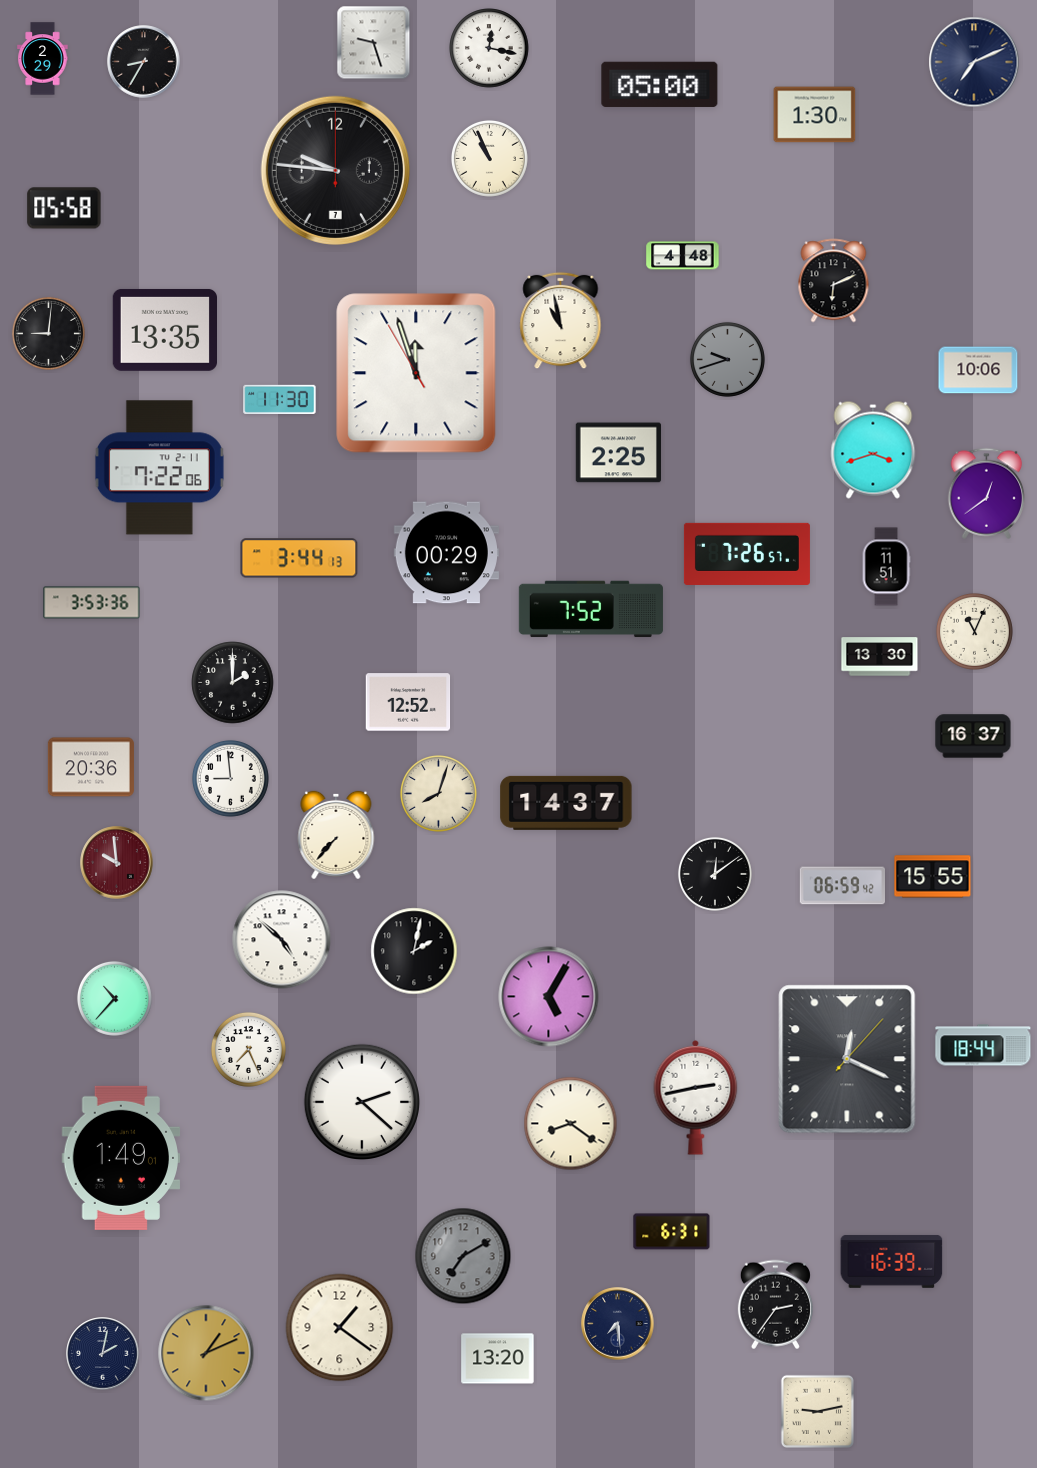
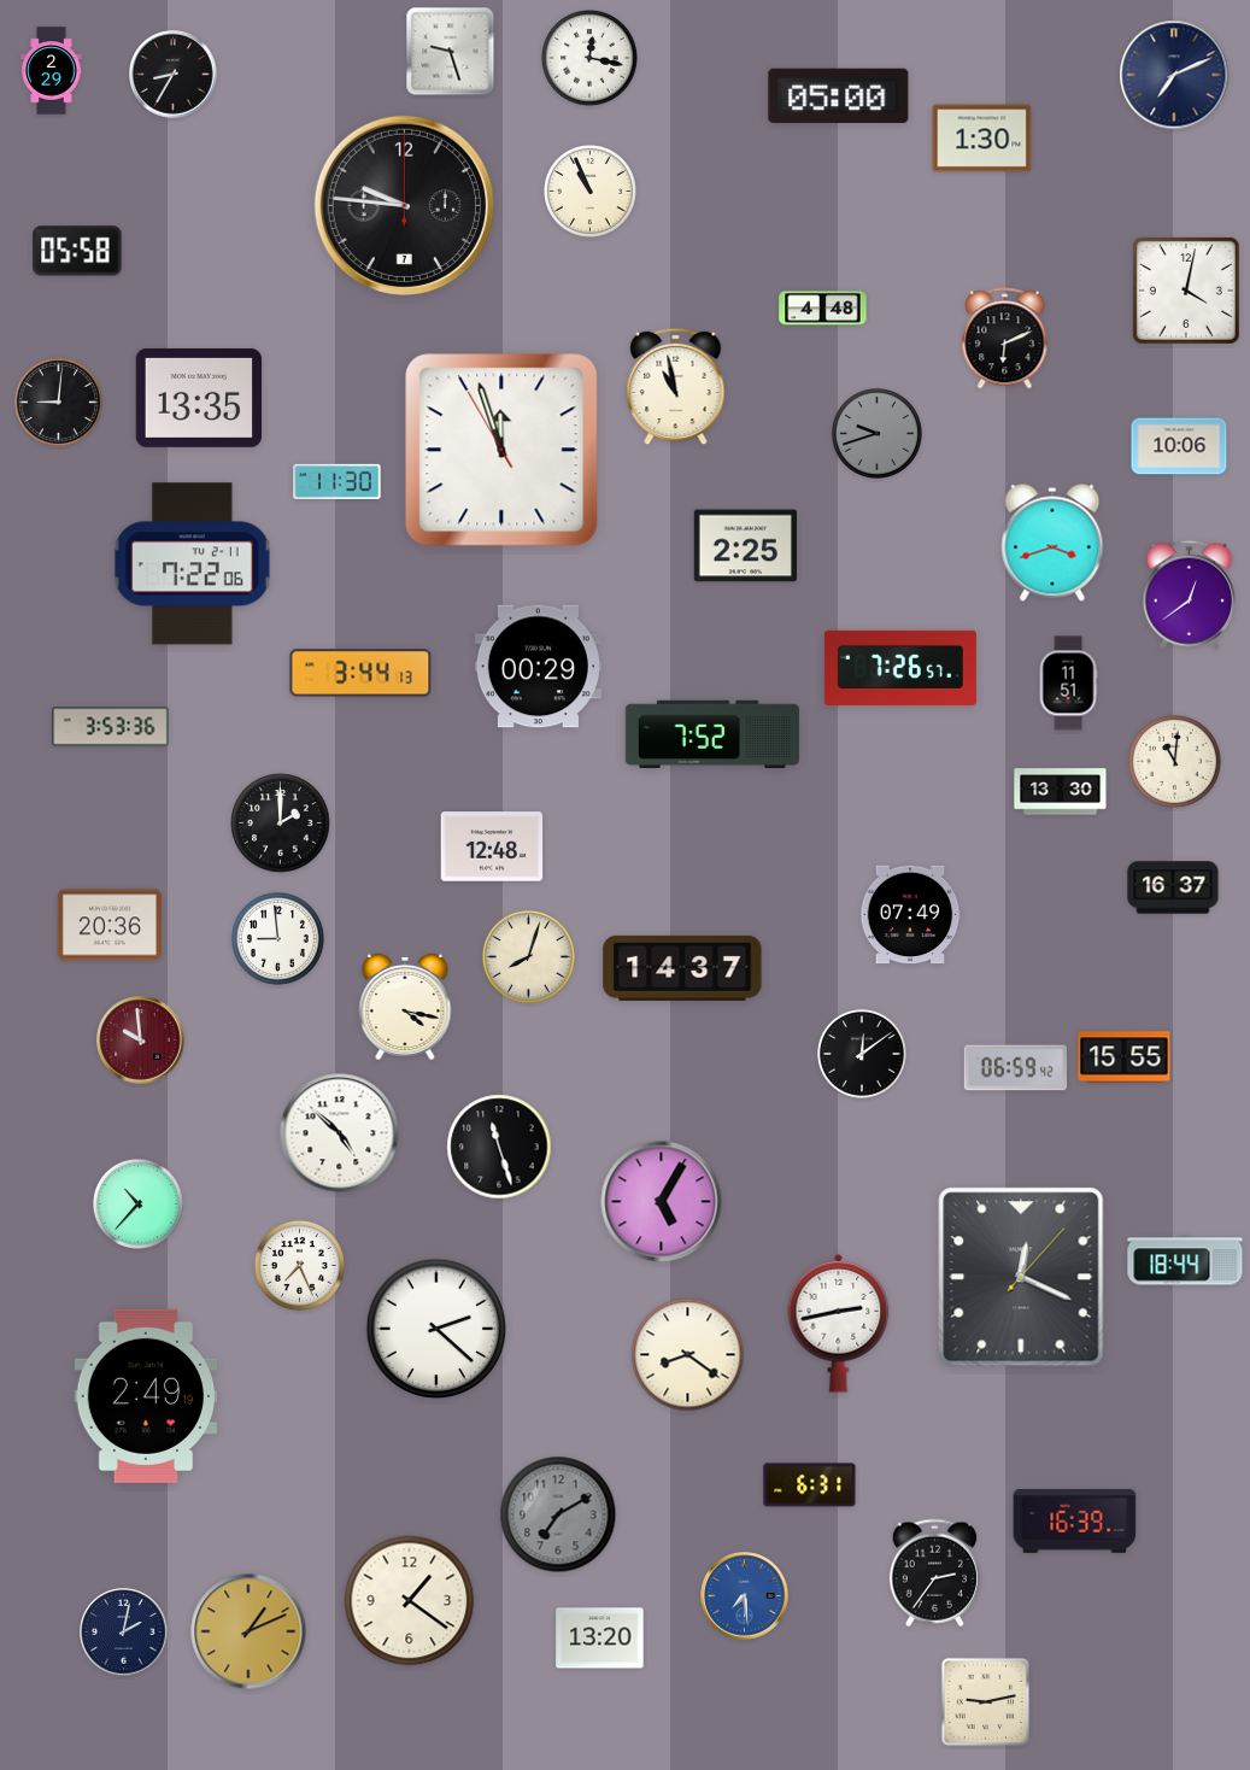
clock at (660, 84) position: (660, 84) -> (839, 95)
clock at (1186, 291): none -> 4:02
clock at (974, 631): 11:04 -> 11:01
clock at (408, 702): 12:52 -> 12:48
clock at (910, 915): none -> 07:49
clock at (336, 835): 7:37 -> 4:17
clock at (414, 951): 2:02 -> 11:27
clock at (121, 1158): 1:49 -> 2:49
clock at (618, 1324) dial: navy -> blue
